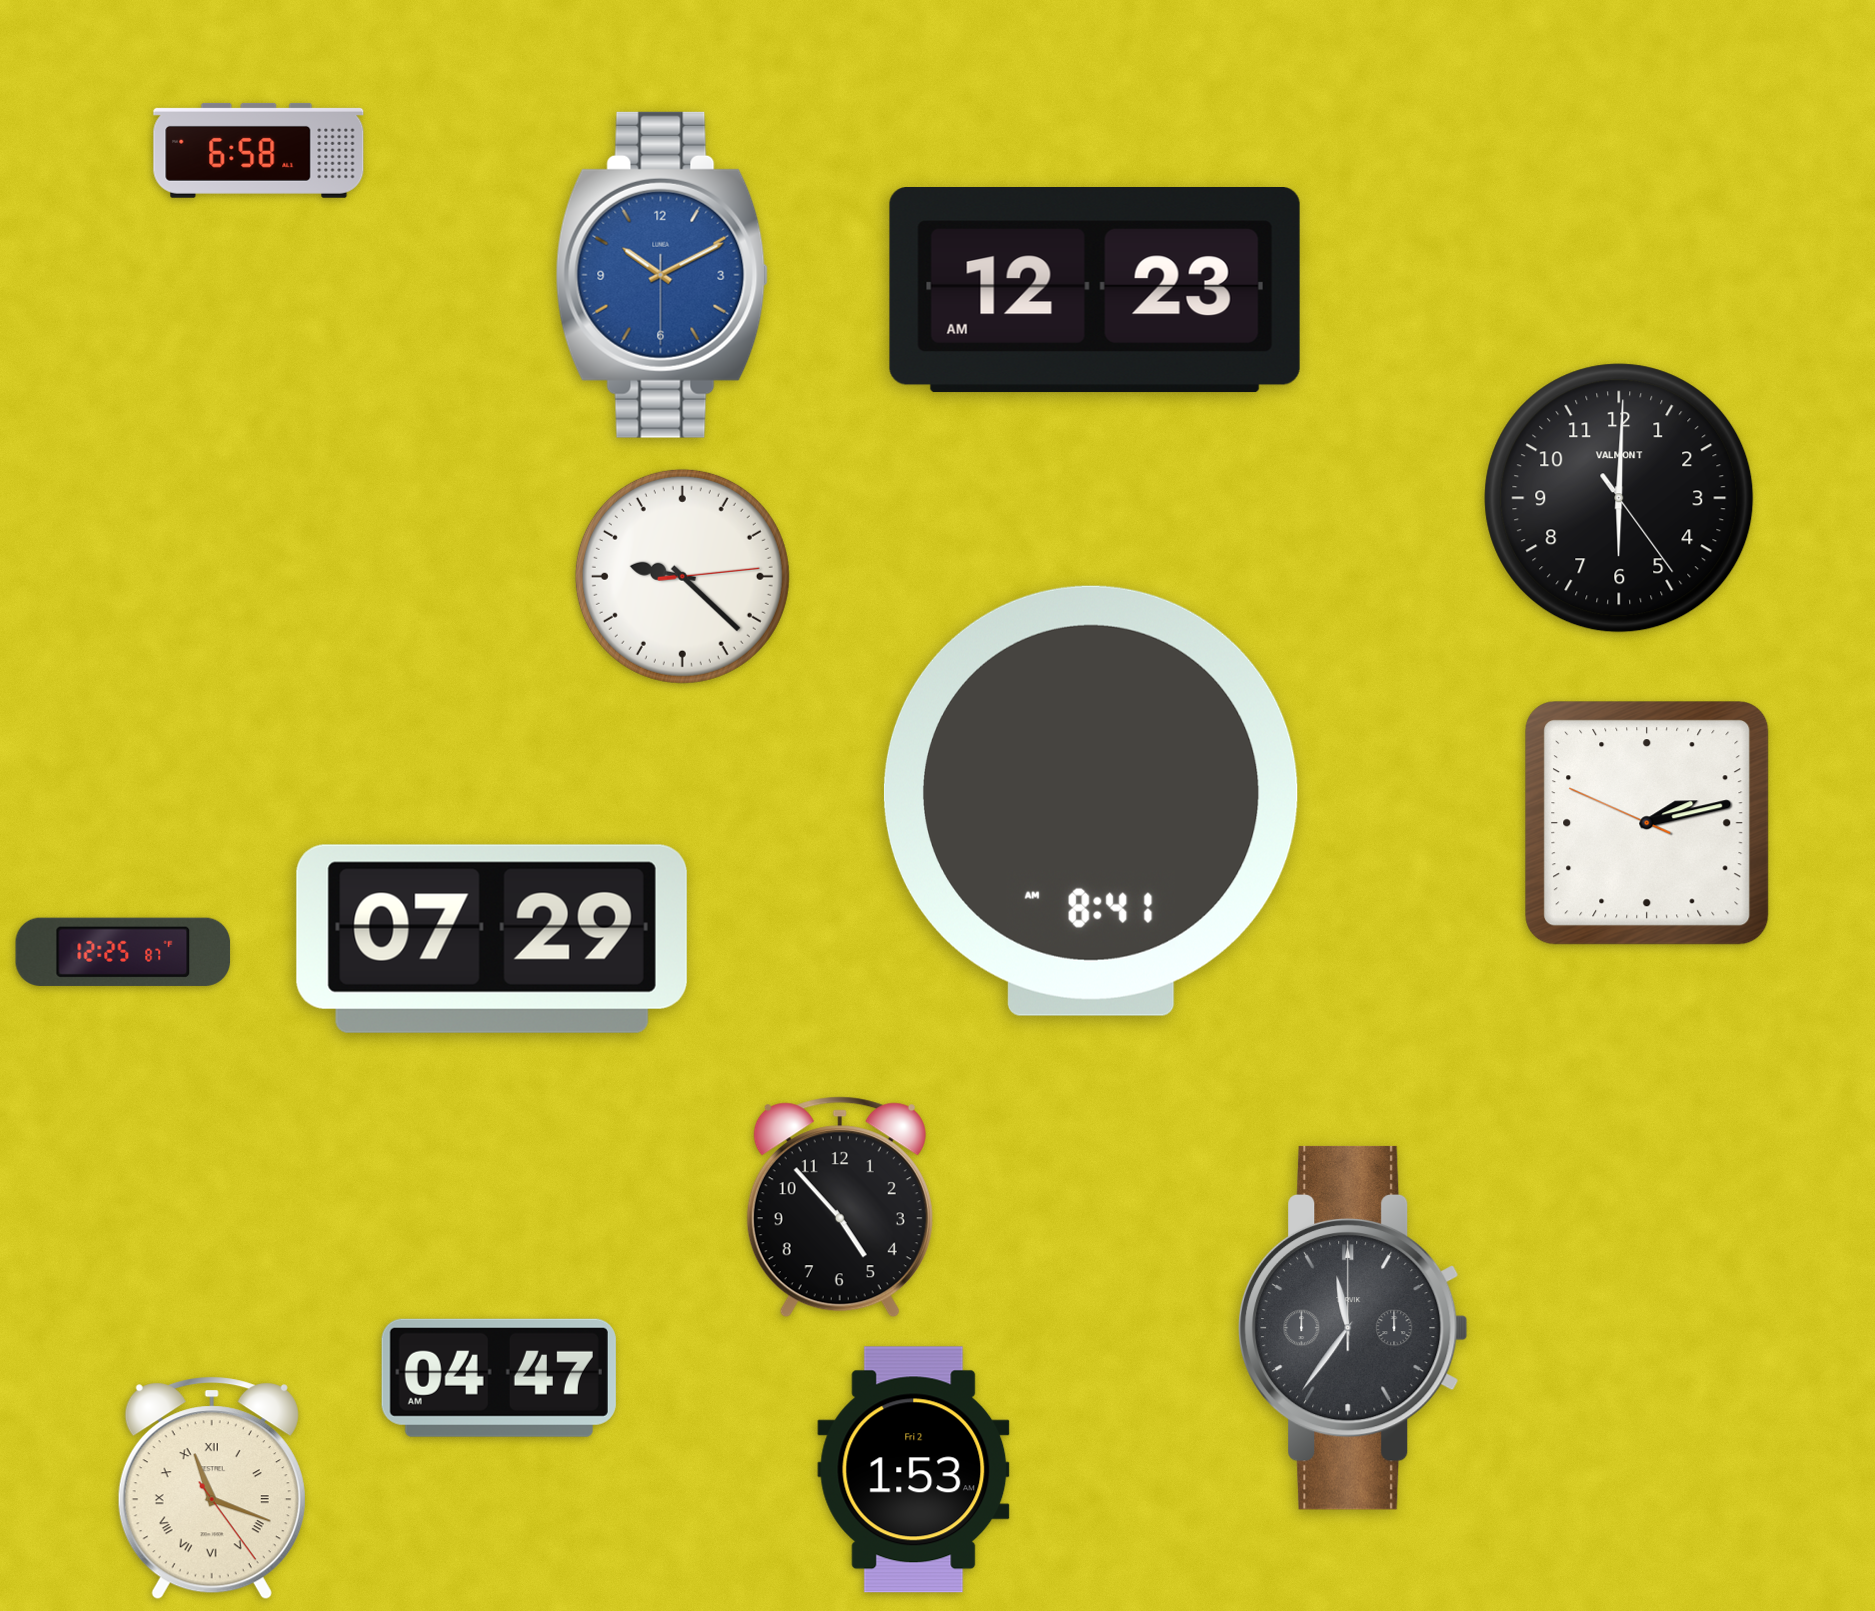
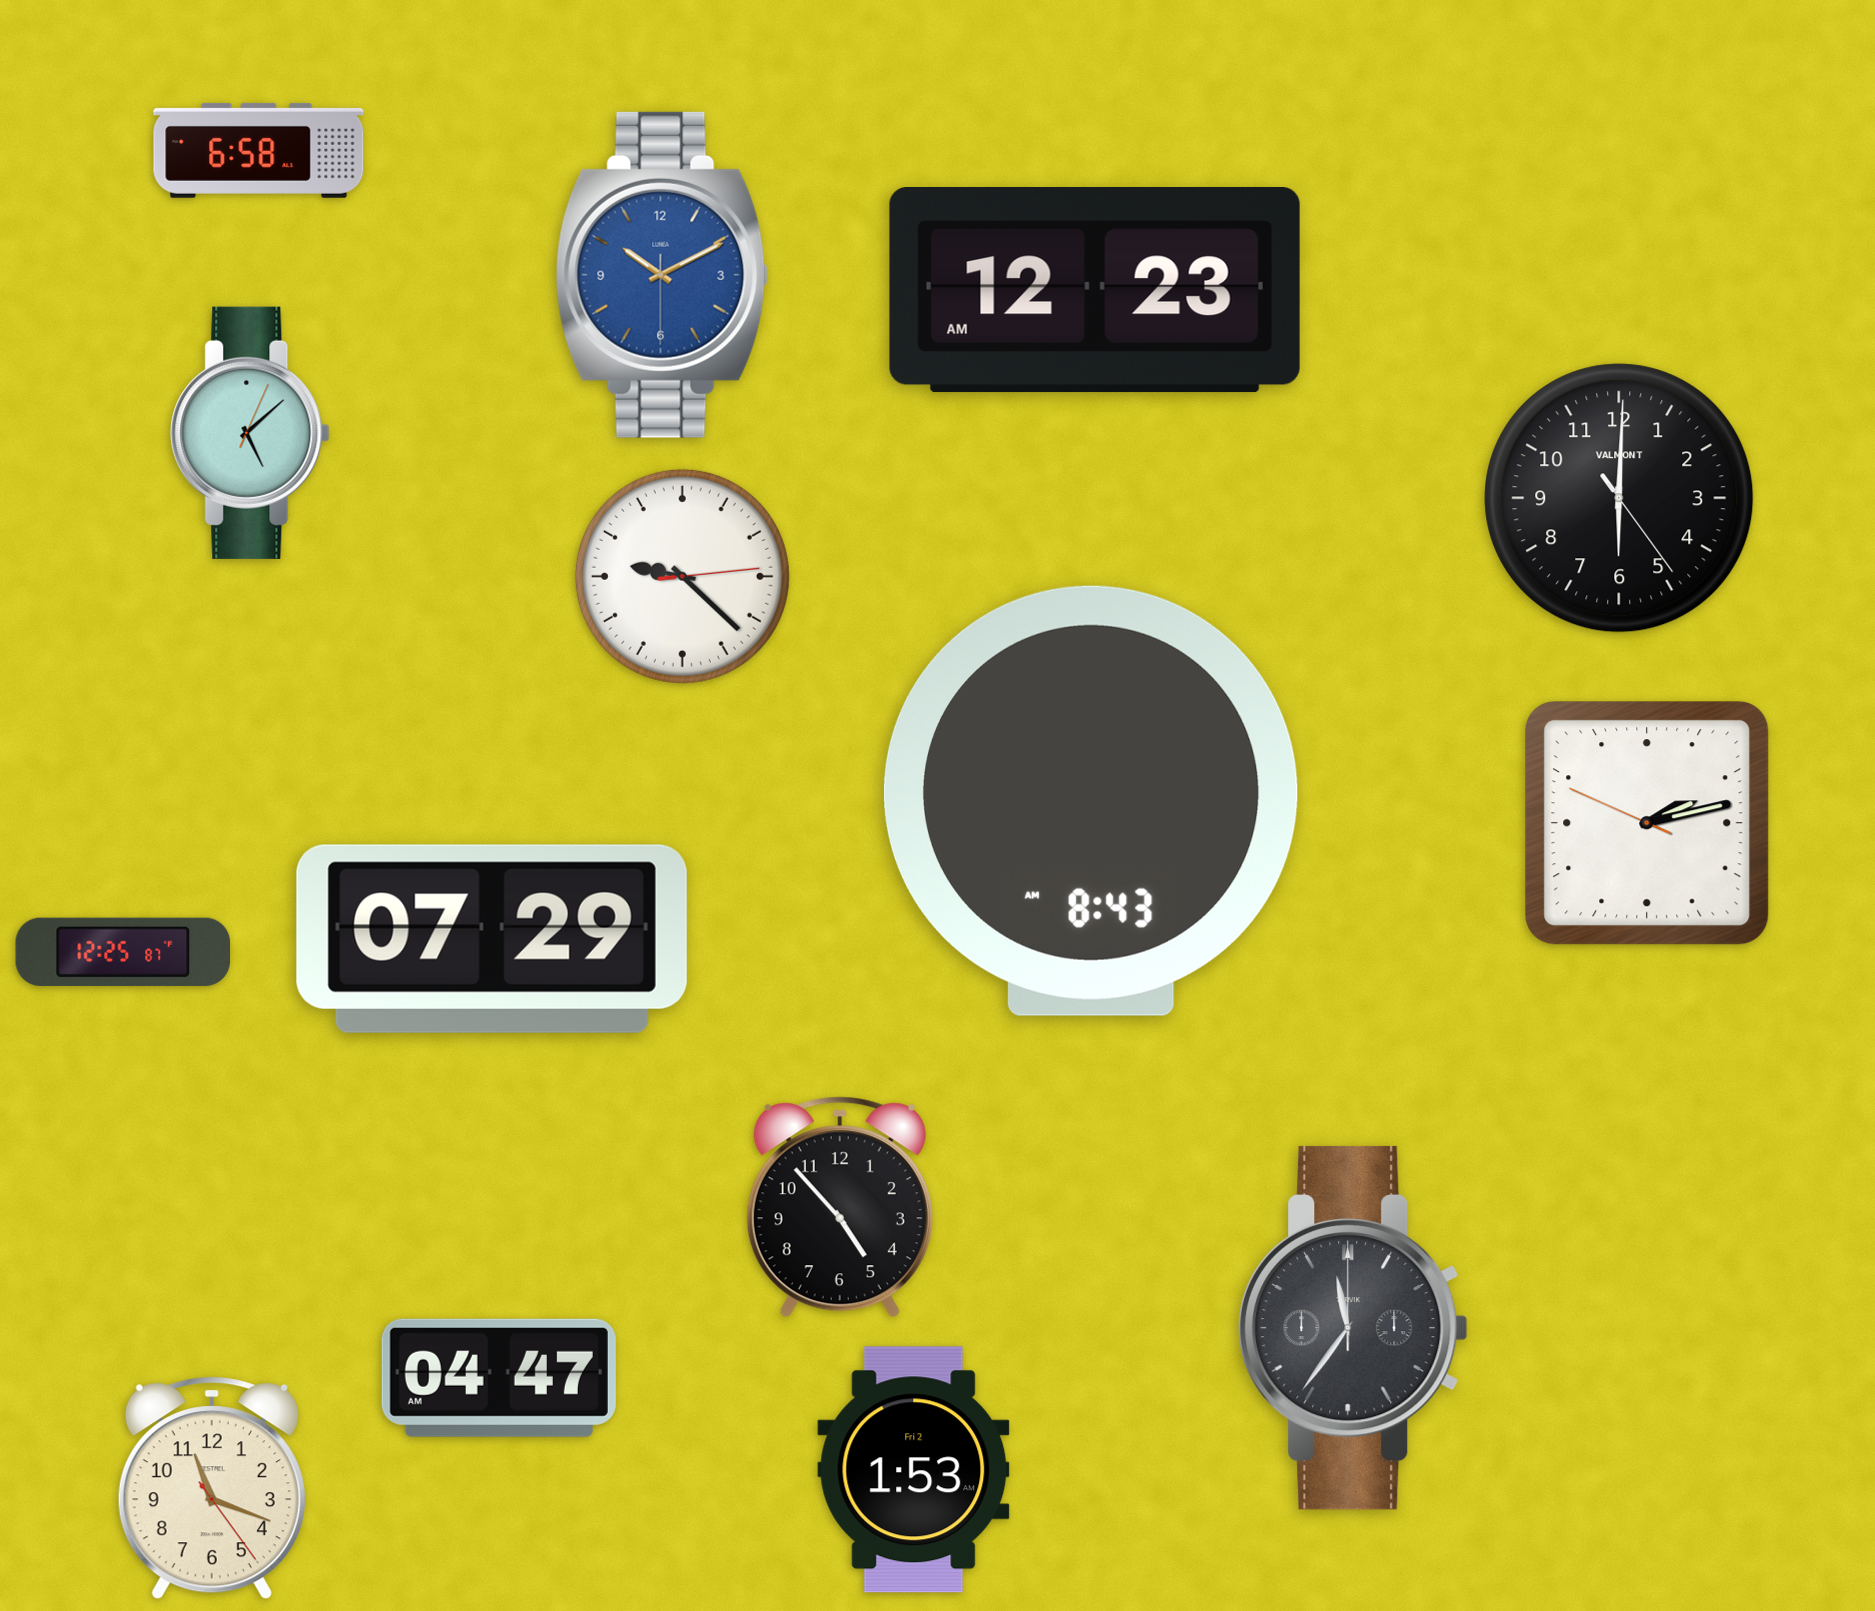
clock at (250, 433): none -> 5:08
clock at (1091, 801): 8:41 -> 8:43
clock at (212, 1488) numerals: Roman -> Arabic
